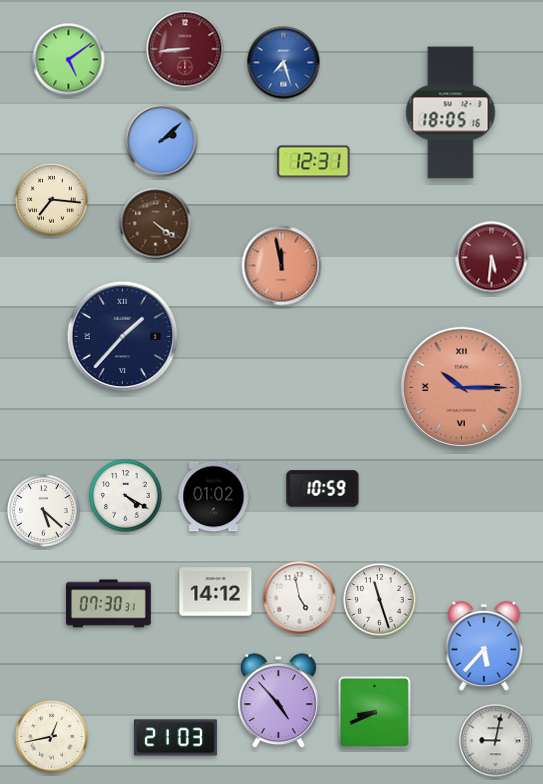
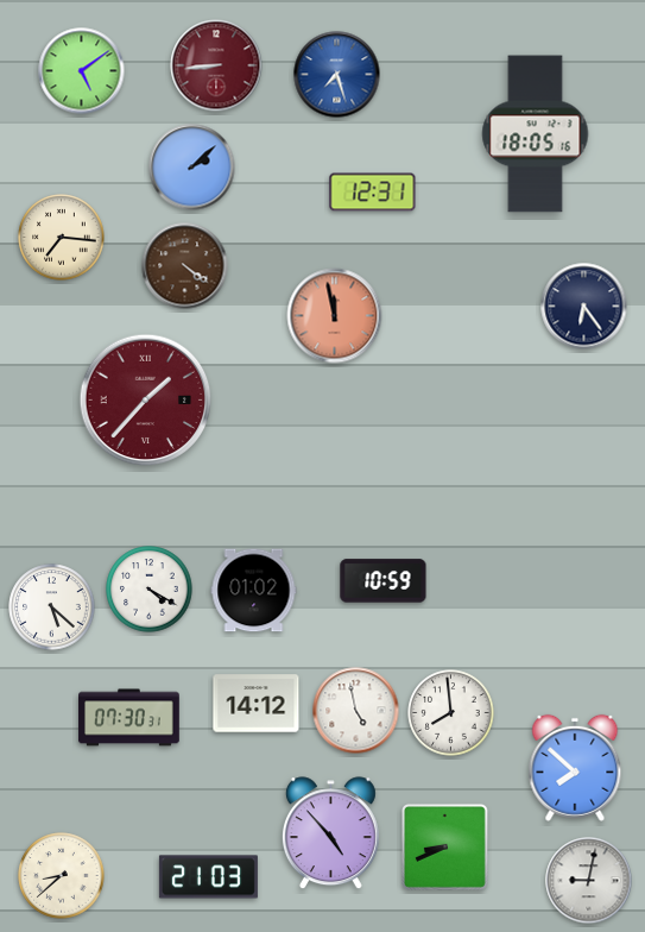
clock at (185, 49) position: (185, 49) -> (216, 65)
clock at (492, 258): 5:31 -> 6:24
clock at (492, 258) dial: burgundy -> navy
clock at (123, 337) dial: navy -> burgundy
clock at (461, 387): 10:15 -> none
clock at (380, 600): 11:27 -> 7:59
clock at (484, 646): 5:37 -> 7:52
clock at (52, 737): 12:43 -> 8:38
